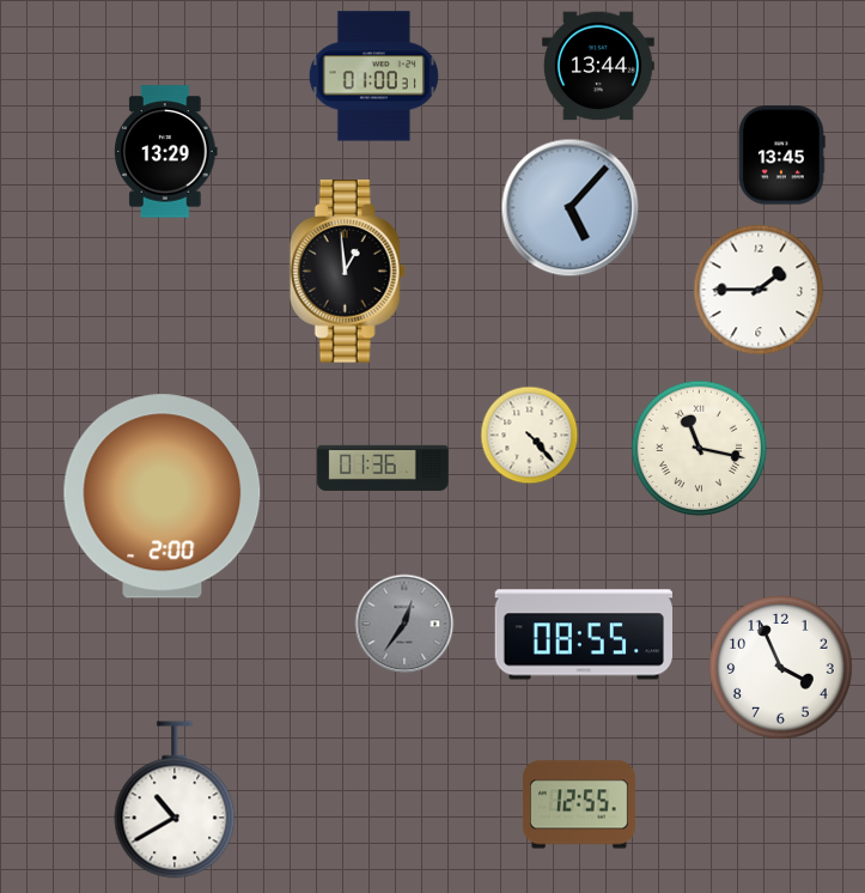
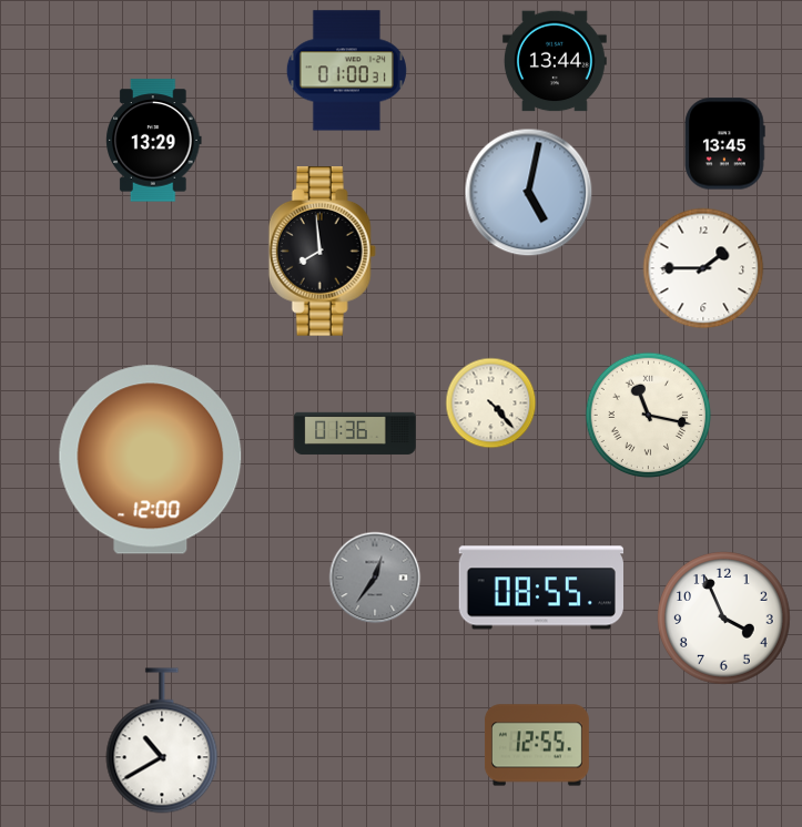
clock at (571, 208): 5:07 -> 5:02
clock at (347, 272): 12:59 -> 7:59
clock at (163, 497): 2:00 -> 12:00
